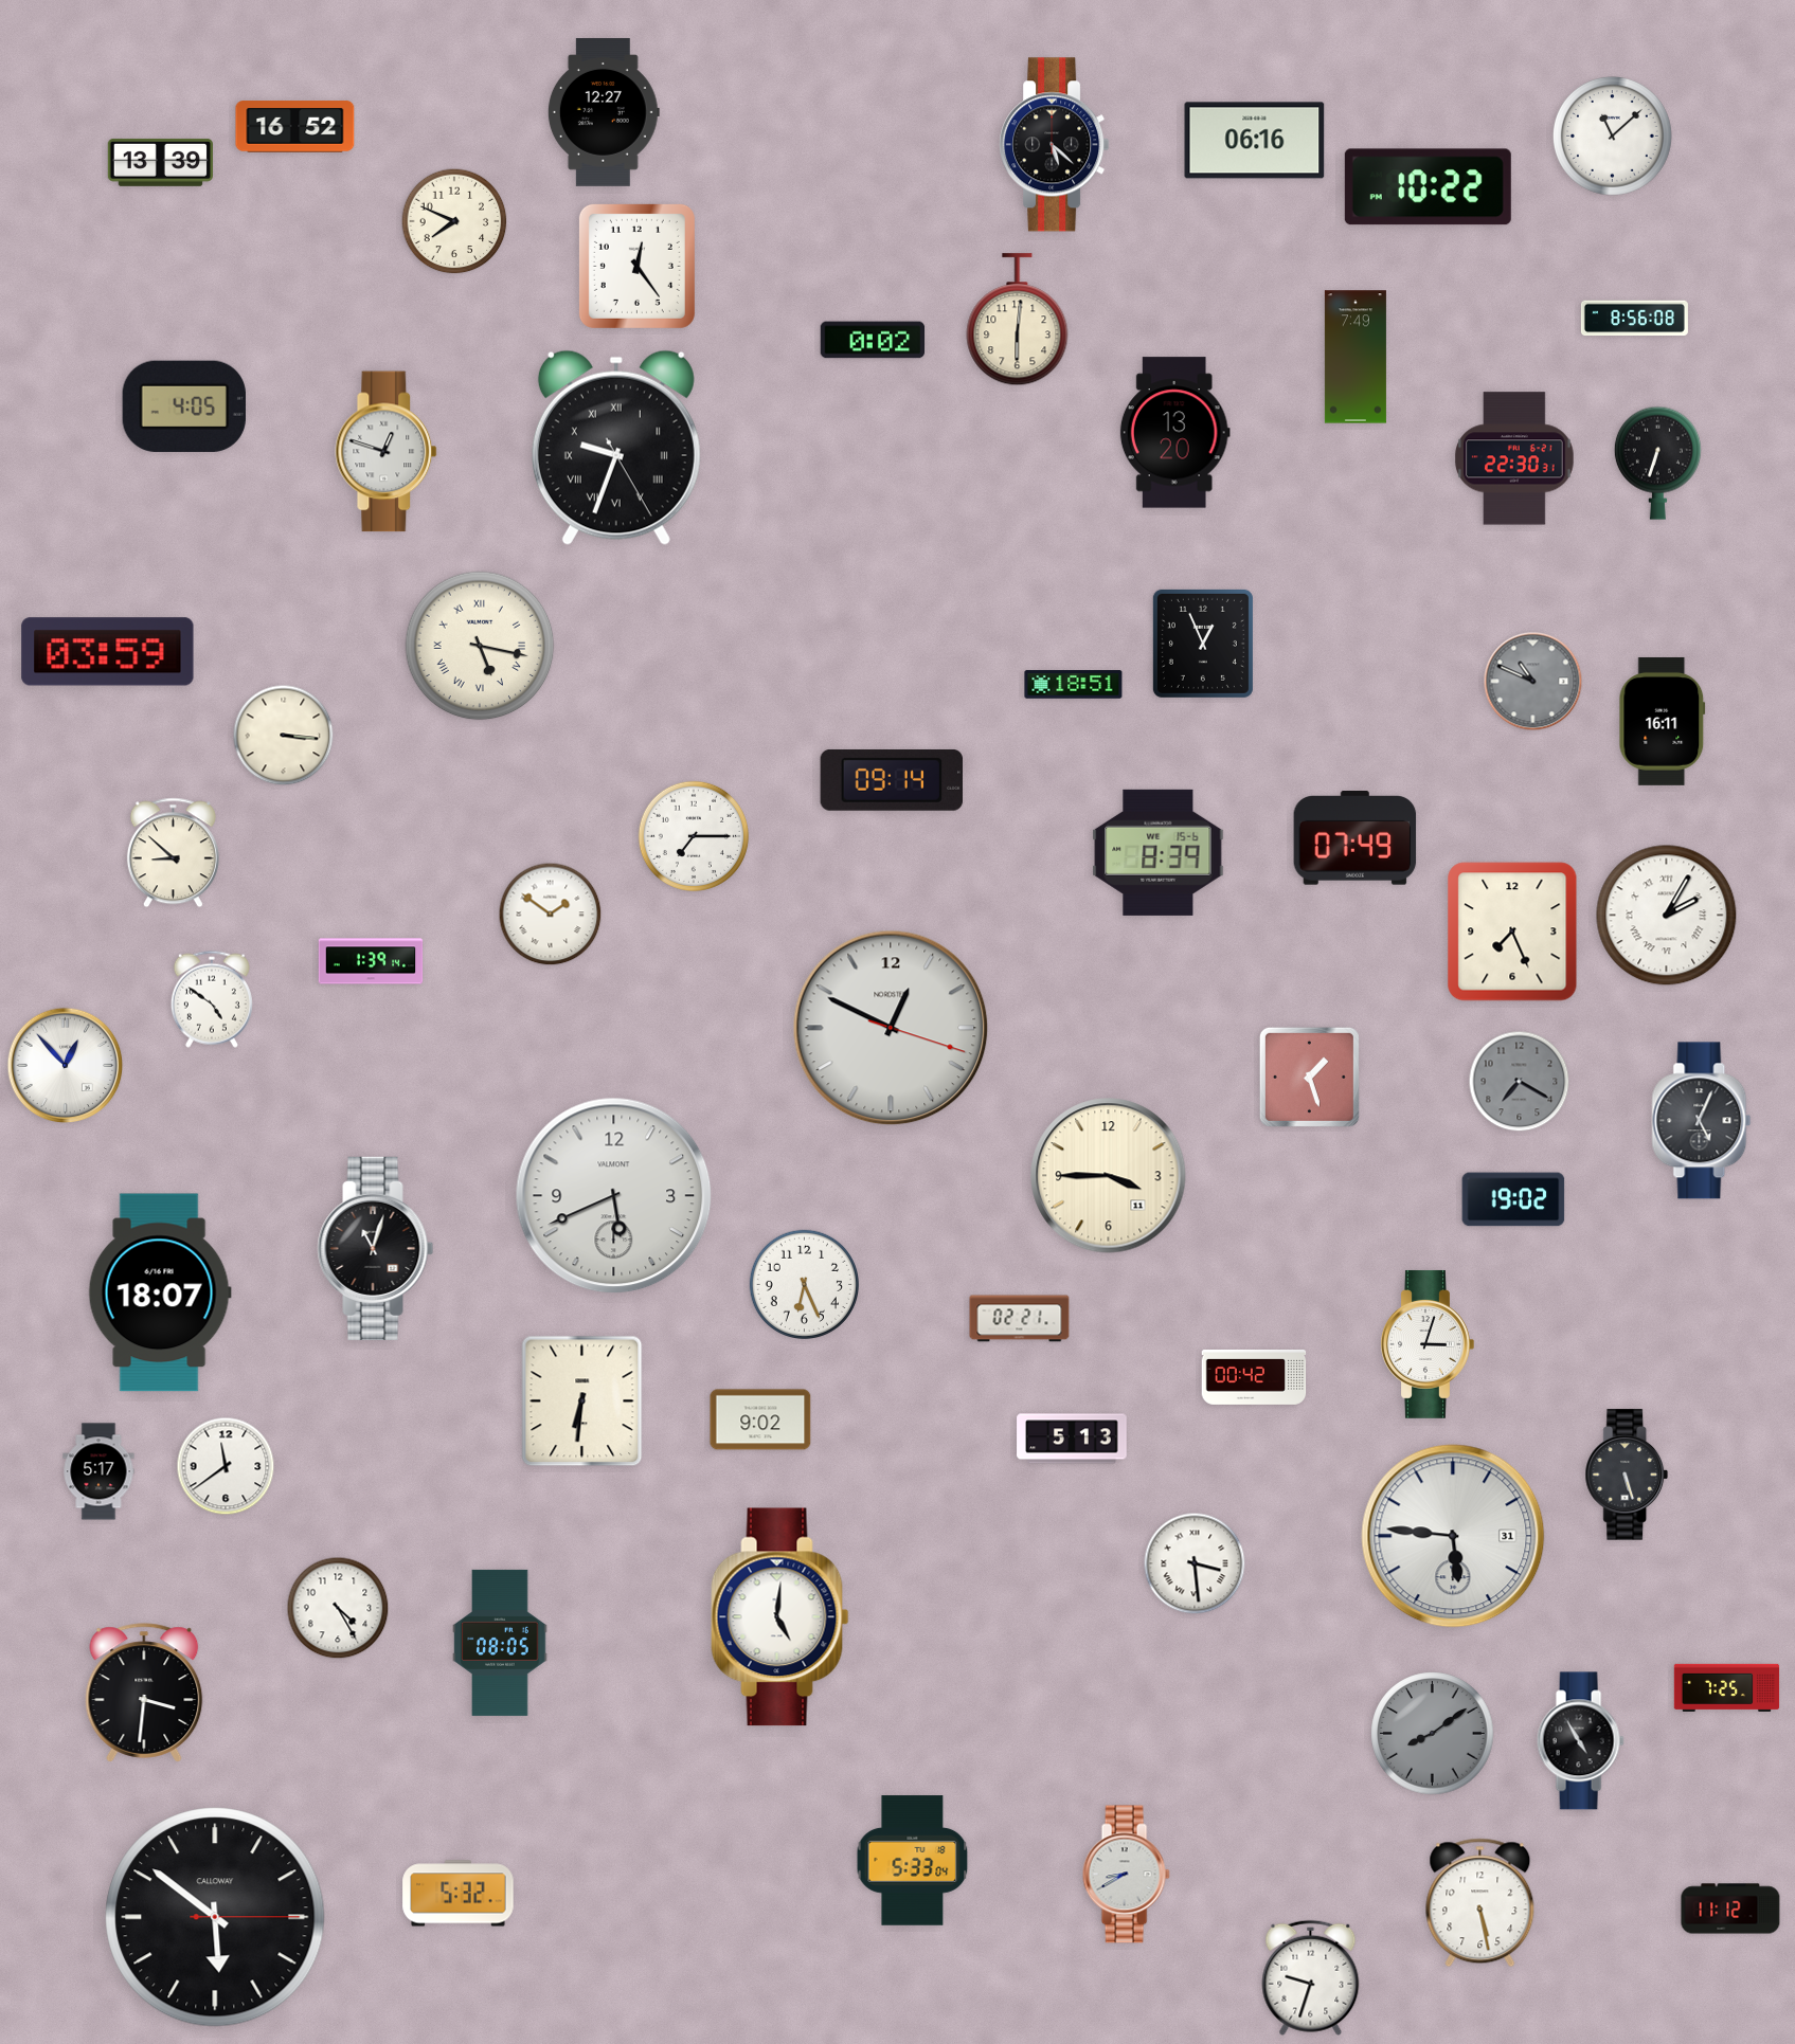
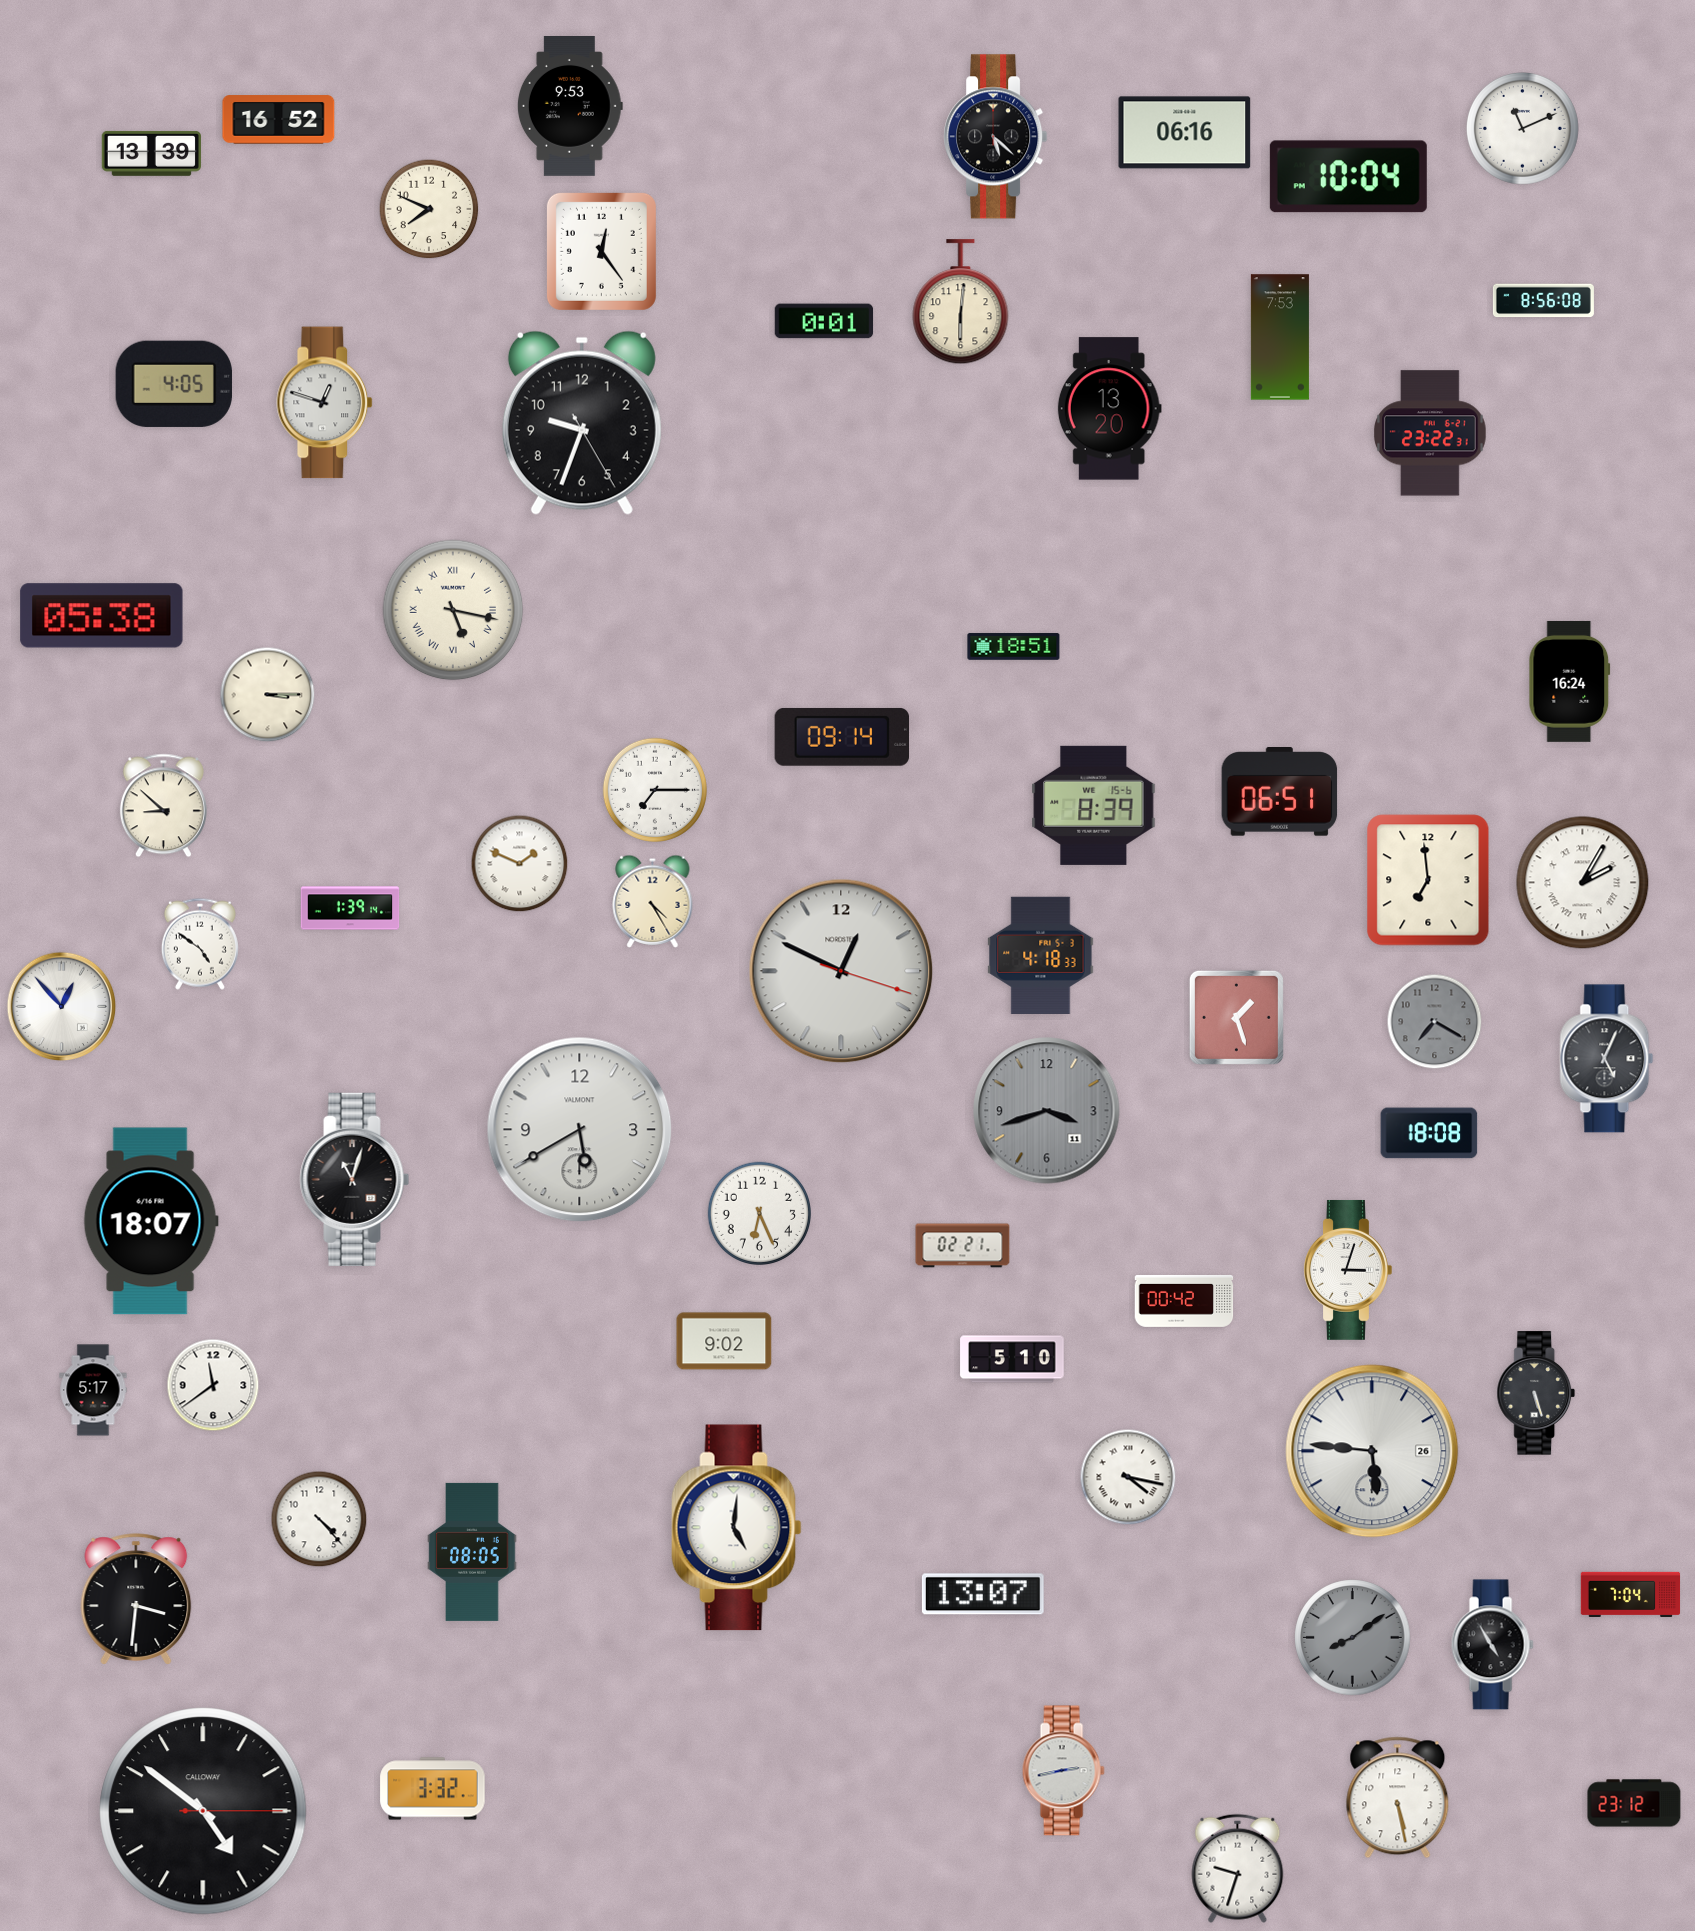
clock at (604, 113): 12:27 -> 9:53
clock at (1613, 137): 11:08 -> 11:11
clock at (1428, 187): 10:22 -> 10:04
clock at (873, 340): 0:02 -> 0:01
clock at (1356, 357): 7:49 -> 7:53
clock at (616, 448) numerals: Roman -> Arabic
clock at (387, 452) position: (387, 452) -> (325, 403)
clock at (1515, 458): 22:30 -> 23:22
clock at (1657, 463): 6:33 -> none
clock at (1203, 644): 12:56 -> none
clock at (108, 652): 03:59 -> 05:38
clock at (1533, 682): 10:49 -> none
clock at (1663, 721): 16:11 -> 16:24
clock at (284, 736): 3:16 -> 3:15
clock at (1356, 838): 07:49 -> 06:51
clock at (551, 915): 1:51 -> 1:49
clock at (1667, 916) position: (1667, 916) -> (1583, 883)
clock at (1512, 931): 7:26 -> 6:59
clock at (653, 901): none -> 4:25
clock at (1041, 955): none -> 4:18
clock at (1109, 1176): 3:45 -> 3:42
clock at (1109, 1176) dial: cream -> grey
clock at (614, 1196): 5:41 -> 5:40
clock at (1513, 1199): 19:02 -> 18:08
clock at (582, 1401): 6:31 -> none
clock at (760, 1419) position: (760, 1419) -> (724, 1341)
clock at (1072, 1439): 5:13 -> 5:10
clock at (1453, 1536) date: 31 -> 26
clock at (1195, 1563): 3:29 -> 4:17
clock at (338, 1608): 4:25 -> 4:23
clock at (983, 1594): none -> 13:07
clock at (1727, 1687): 7:25 -> 7:04
clock at (913, 1861): 5:33 -> none
clock at (1126, 1875): 8:40 -> 2:43
clock at (459, 1894): 5:32 -> 3:32
clock at (1730, 1909): 11:12 -> 23:12
clock at (215, 1917): 5:51 -> 4:51
